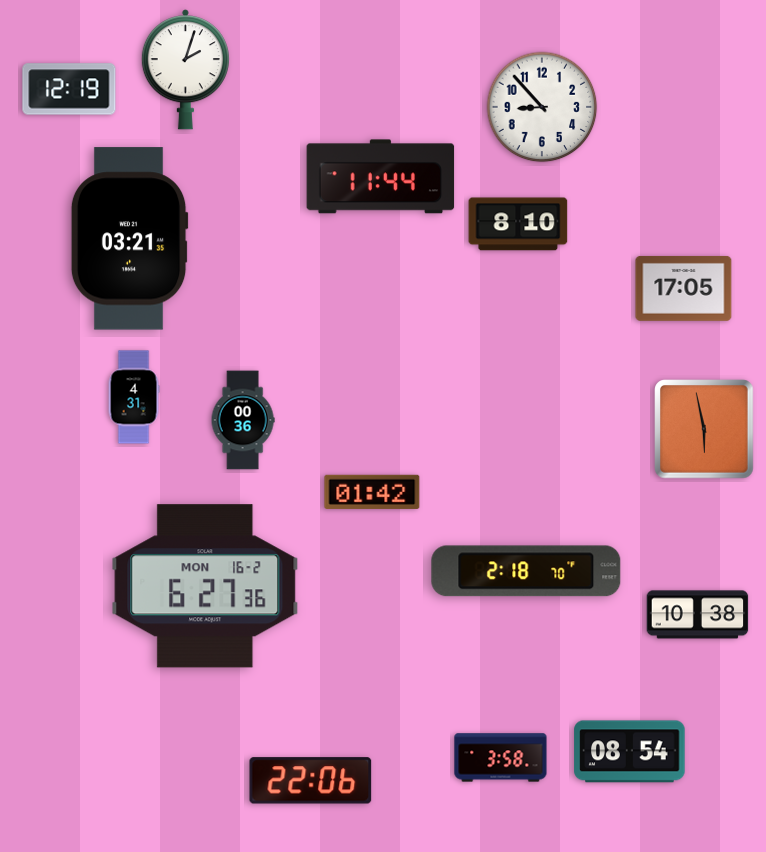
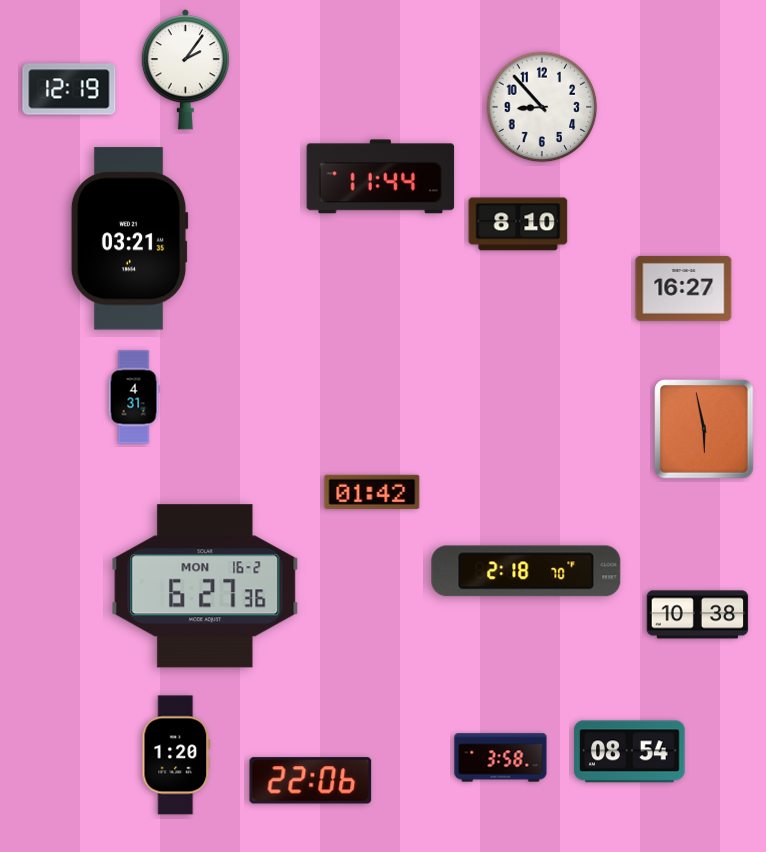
clock at (185, 70): 2:03 -> 2:06
clock at (684, 288): 17:05 -> 16:27
clock at (243, 420): 00:36 -> none
clock at (176, 755): none -> 1:20
